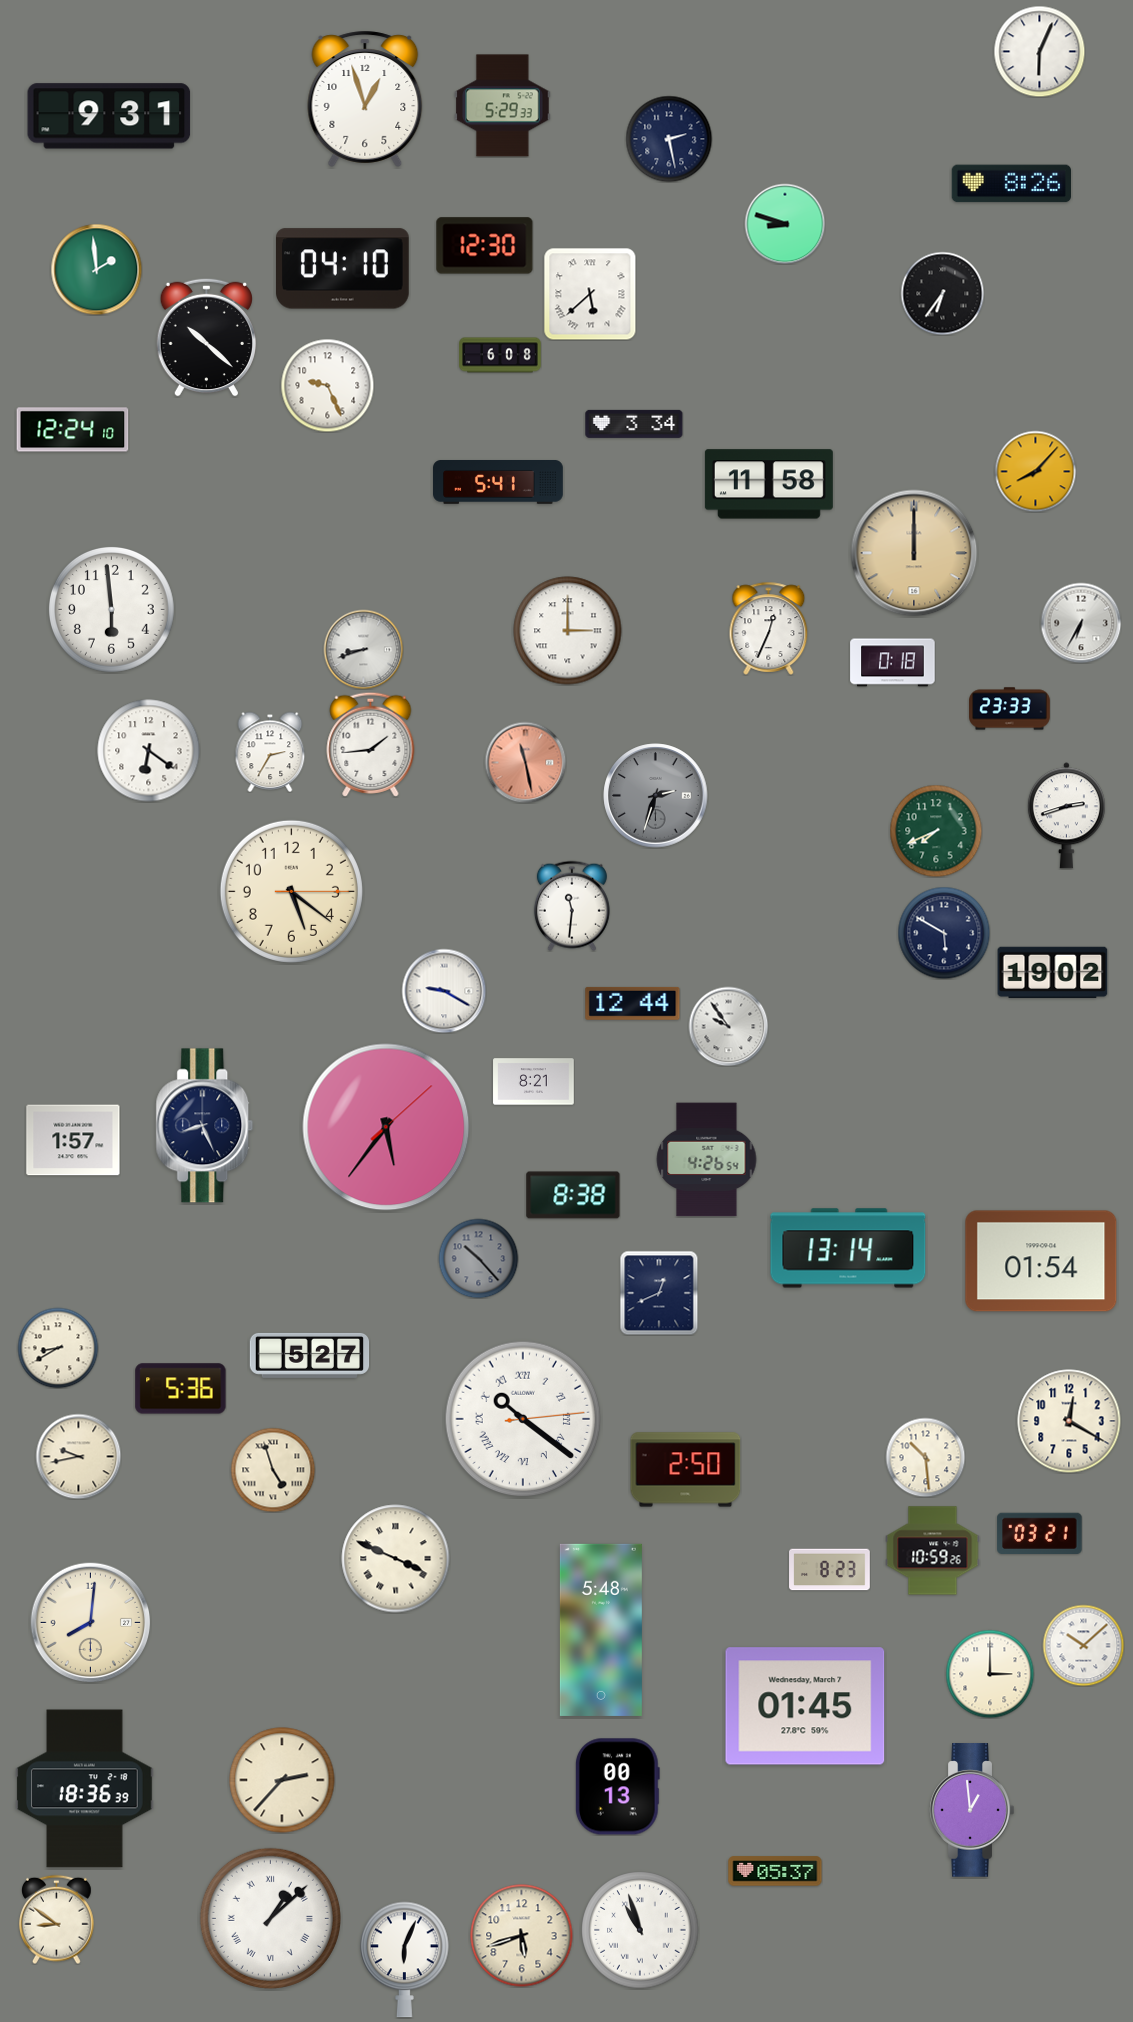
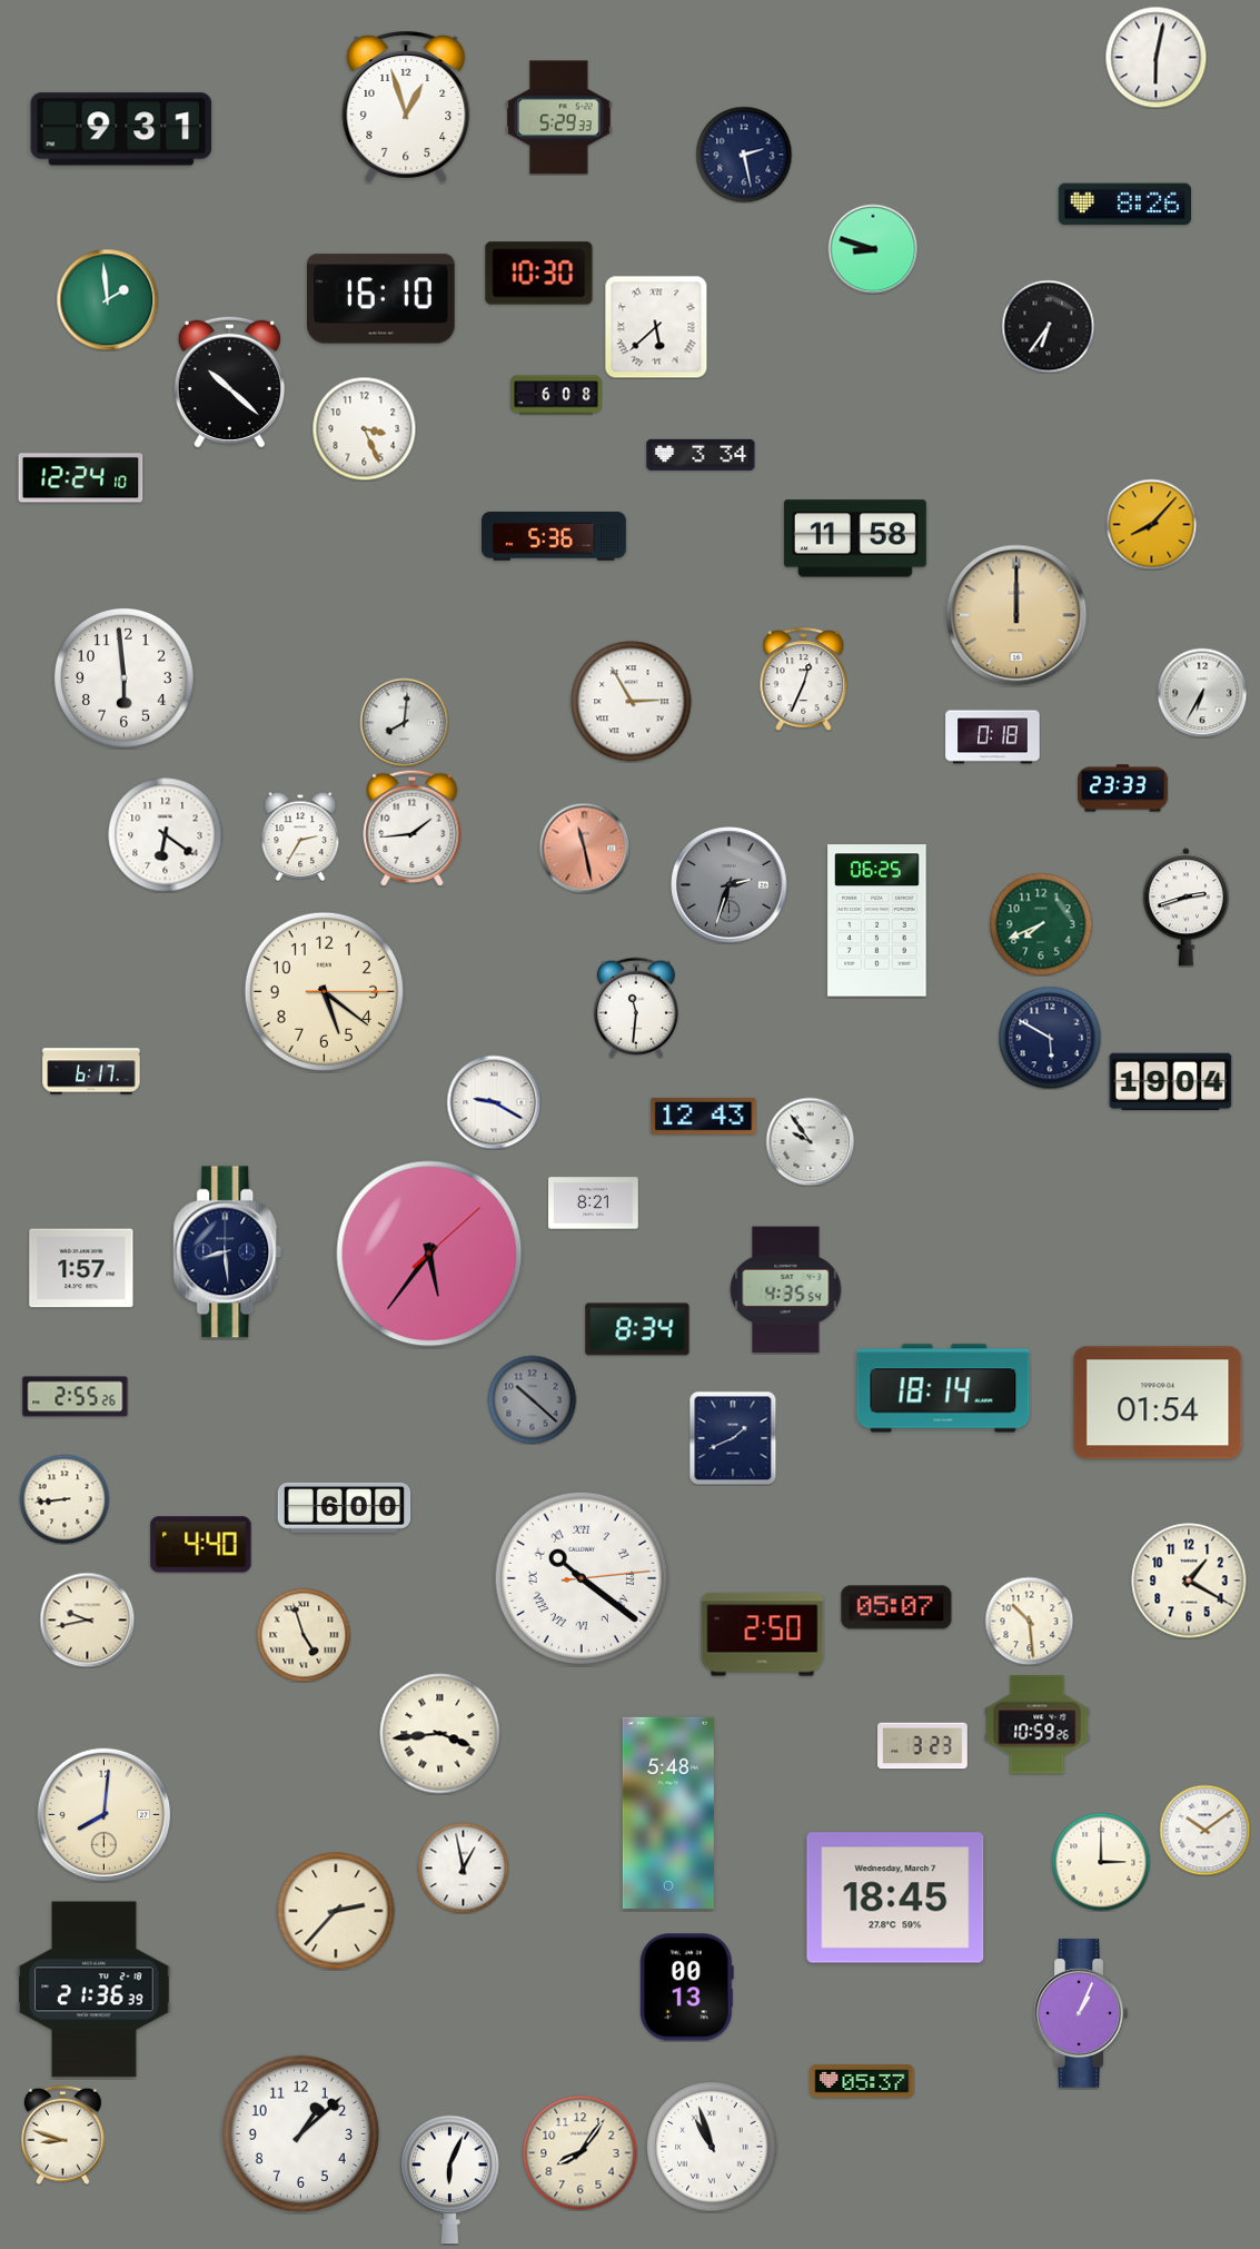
clock at (1039, 51): 6:04 -> 6:02
clock at (365, 99) position: (365, 99) -> (406, 107)
clock at (485, 246): 12:30 -> 10:30
clock at (343, 269): 04:10 -> 16:10
clock at (206, 337) position: (206, 337) -> (229, 382)
clock at (327, 385): 9:26 -> 3:26
clock at (634, 424) position: (634, 424) -> (701, 455)
clock at (499, 482): 5:41 -> 5:36
clock at (769, 628) position: (769, 628) -> (804, 678)
clock at (568, 631): 3:00 -> 2:55
clock at (363, 649): 8:42 -> 8:01
clock at (877, 921): none -> 06:25
clock at (91, 1071): none -> 6:17
clock at (1053, 973): 19:02 -> 19:04
clock at (633, 1003): 12:44 -> 12:43
clock at (205, 1126): 8:26 -> 8:29
clock at (707, 1160): 4:26 -> 4:35
clock at (573, 1195): 8:38 -> 8:34
clock at (848, 1248): 13:14 -> 18:14
clock at (76, 1397): none -> 2:55
clock at (478, 1258): 10:23 -> 10:22
clock at (659, 1293): 12:41 -> 1:41
clock at (58, 1348): 8:40 -> 8:44
clock at (310, 1355): 5:27 -> 6:00
clock at (181, 1389): 5:36 -> 4:40
clock at (1069, 1421): 12:20 -> 1:20
clock at (896, 1607): none -> 05:07
clock at (1040, 1533): 03:21 -> none
clock at (396, 1559): 3:49 -> 3:44
clock at (830, 1570): 8:23 -> 3:23
clock at (91, 1623) position: (91, 1623) -> (105, 1815)
clock at (1083, 1645): 10:08 -> 10:09
clock at (463, 1867): none -> 12:58
clock at (805, 1706): 01:45 -> 18:45
clock at (282, 1780) position: (282, 1780) -> (336, 1911)
clock at (85, 1789): 18:36 -> 21:36
clock at (972, 1810): 12:59 -> 1:04
clock at (270, 1918) numerals: Roman -> Arabic
clock at (57, 1919): 8:51 -> 8:48
clock at (522, 1936): 5:42 -> 8:06
